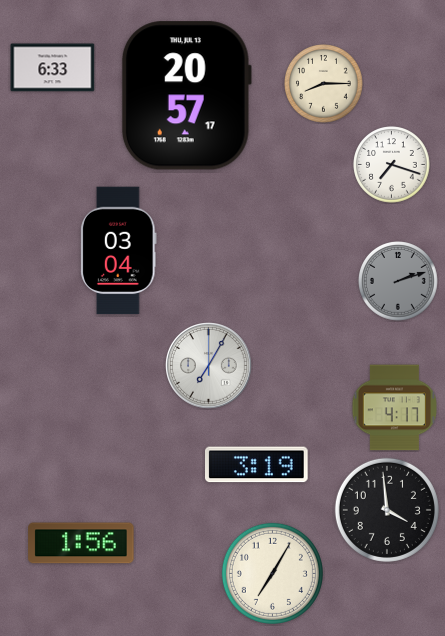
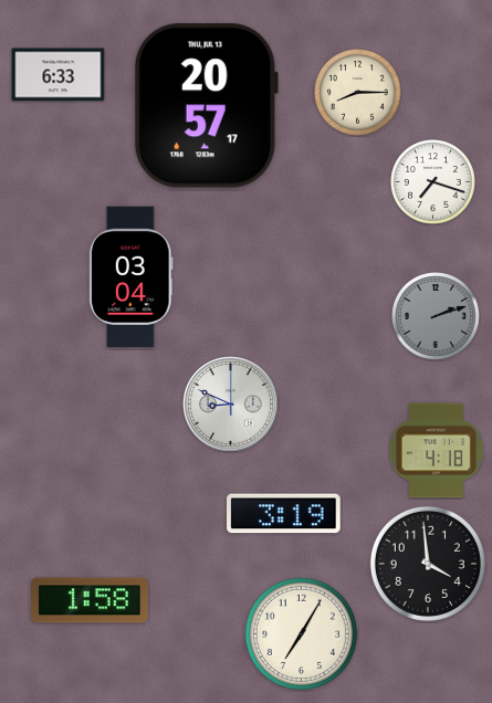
clock at (399, 282) position: (399, 282) -> (437, 317)
clock at (209, 366): 7:05 -> 8:49
clock at (394, 408): 4:17 -> 4:18
clock at (81, 543): 1:56 -> 1:58
